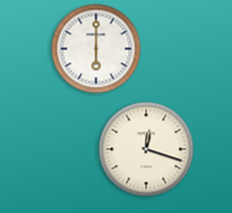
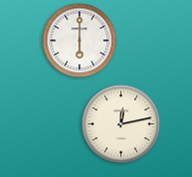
clock at (146, 149): 12:18 -> 12:13
